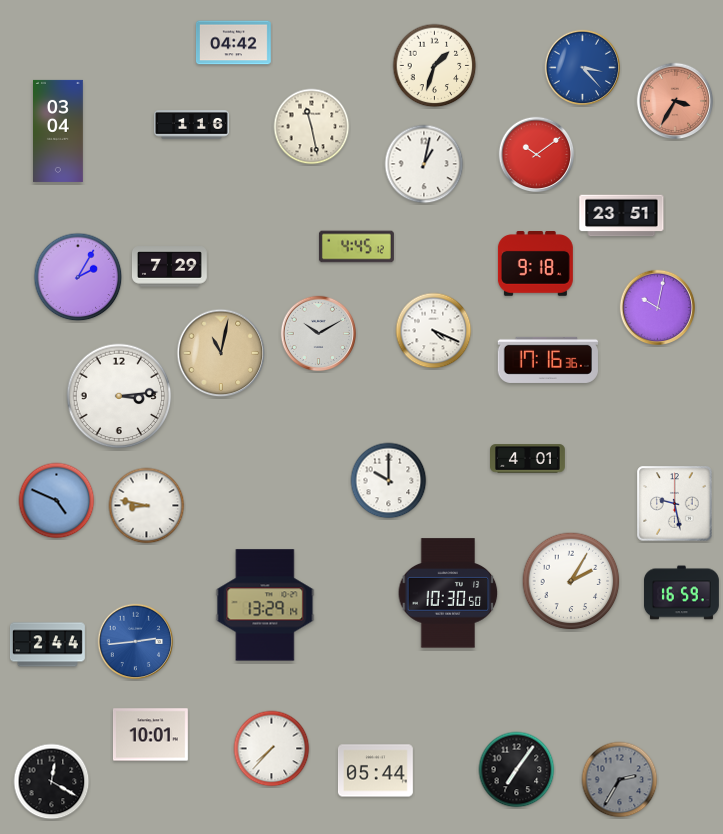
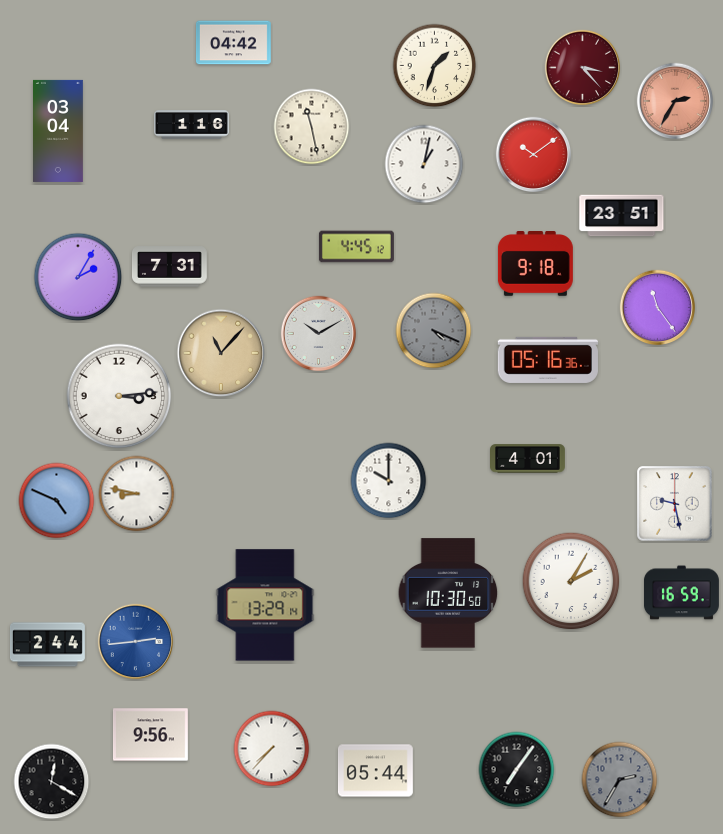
clock at (583, 68) dial: blue -> burgundy
clock at (675, 101): 3:35 -> 2:35
clock at (537, 155) position: (537, 155) -> (534, 155)
clock at (169, 267): 7:29 -> 7:31
clock at (658, 308): 10:02 -> 11:24
clock at (434, 331) dial: white -> grey
clock at (221, 353): 11:02 -> 11:07
clock at (548, 360): 17:16 -> 05:16
clock at (147, 506) position: (147, 506) -> (137, 494)
clock at (150, 735): 10:01 -> 9:56
